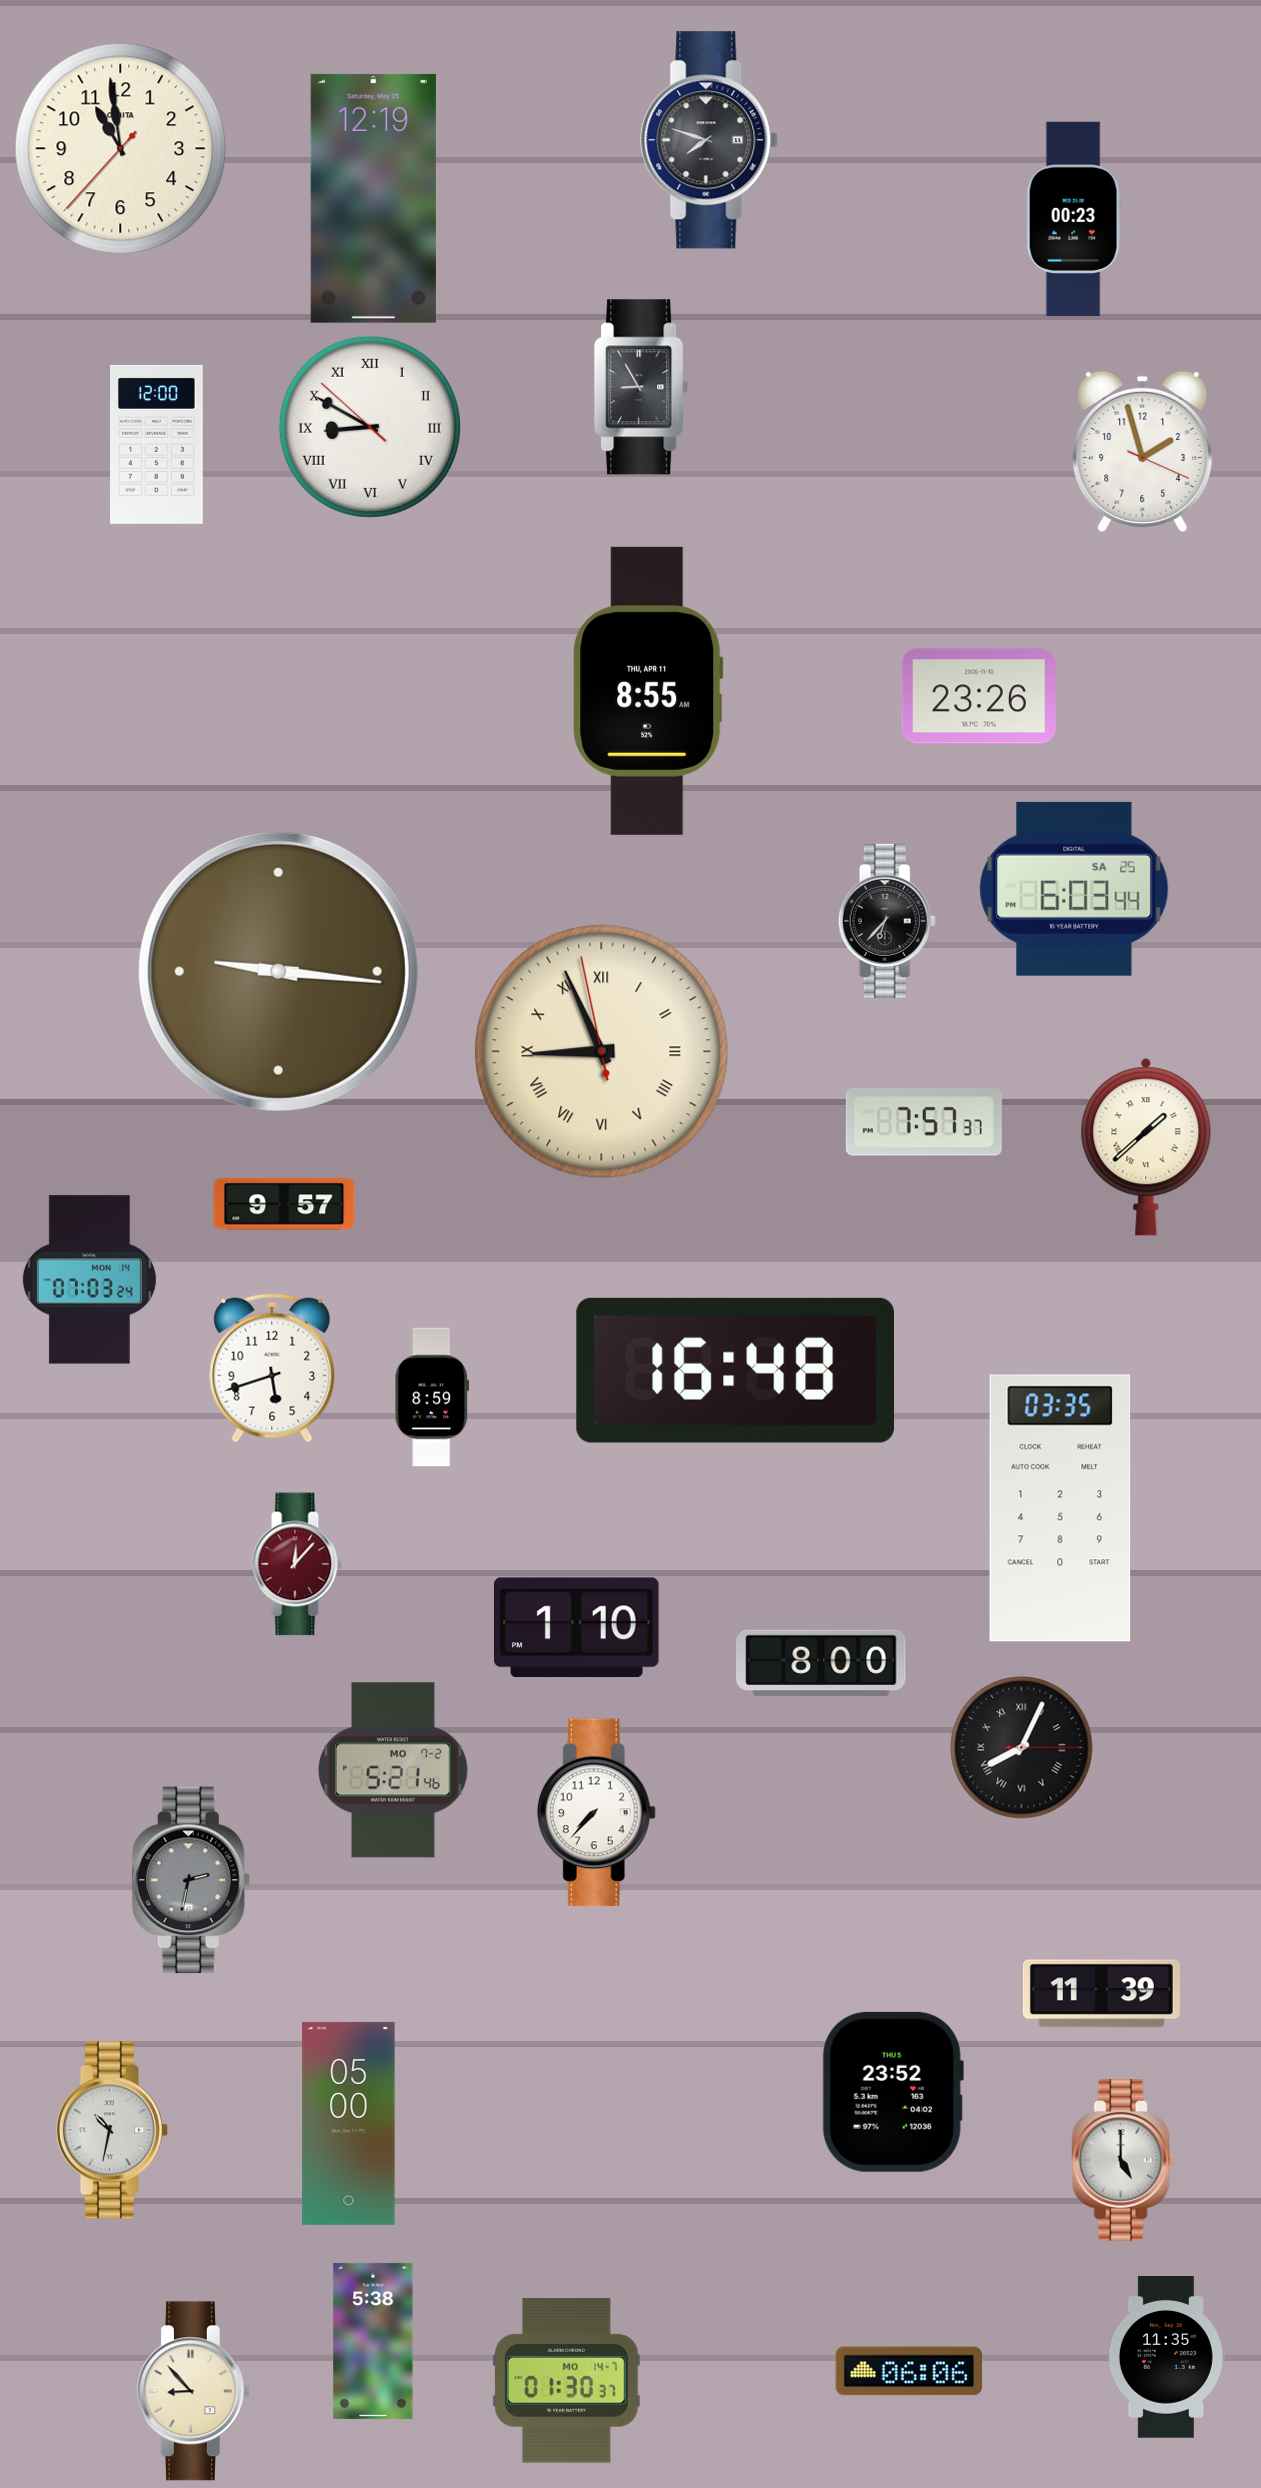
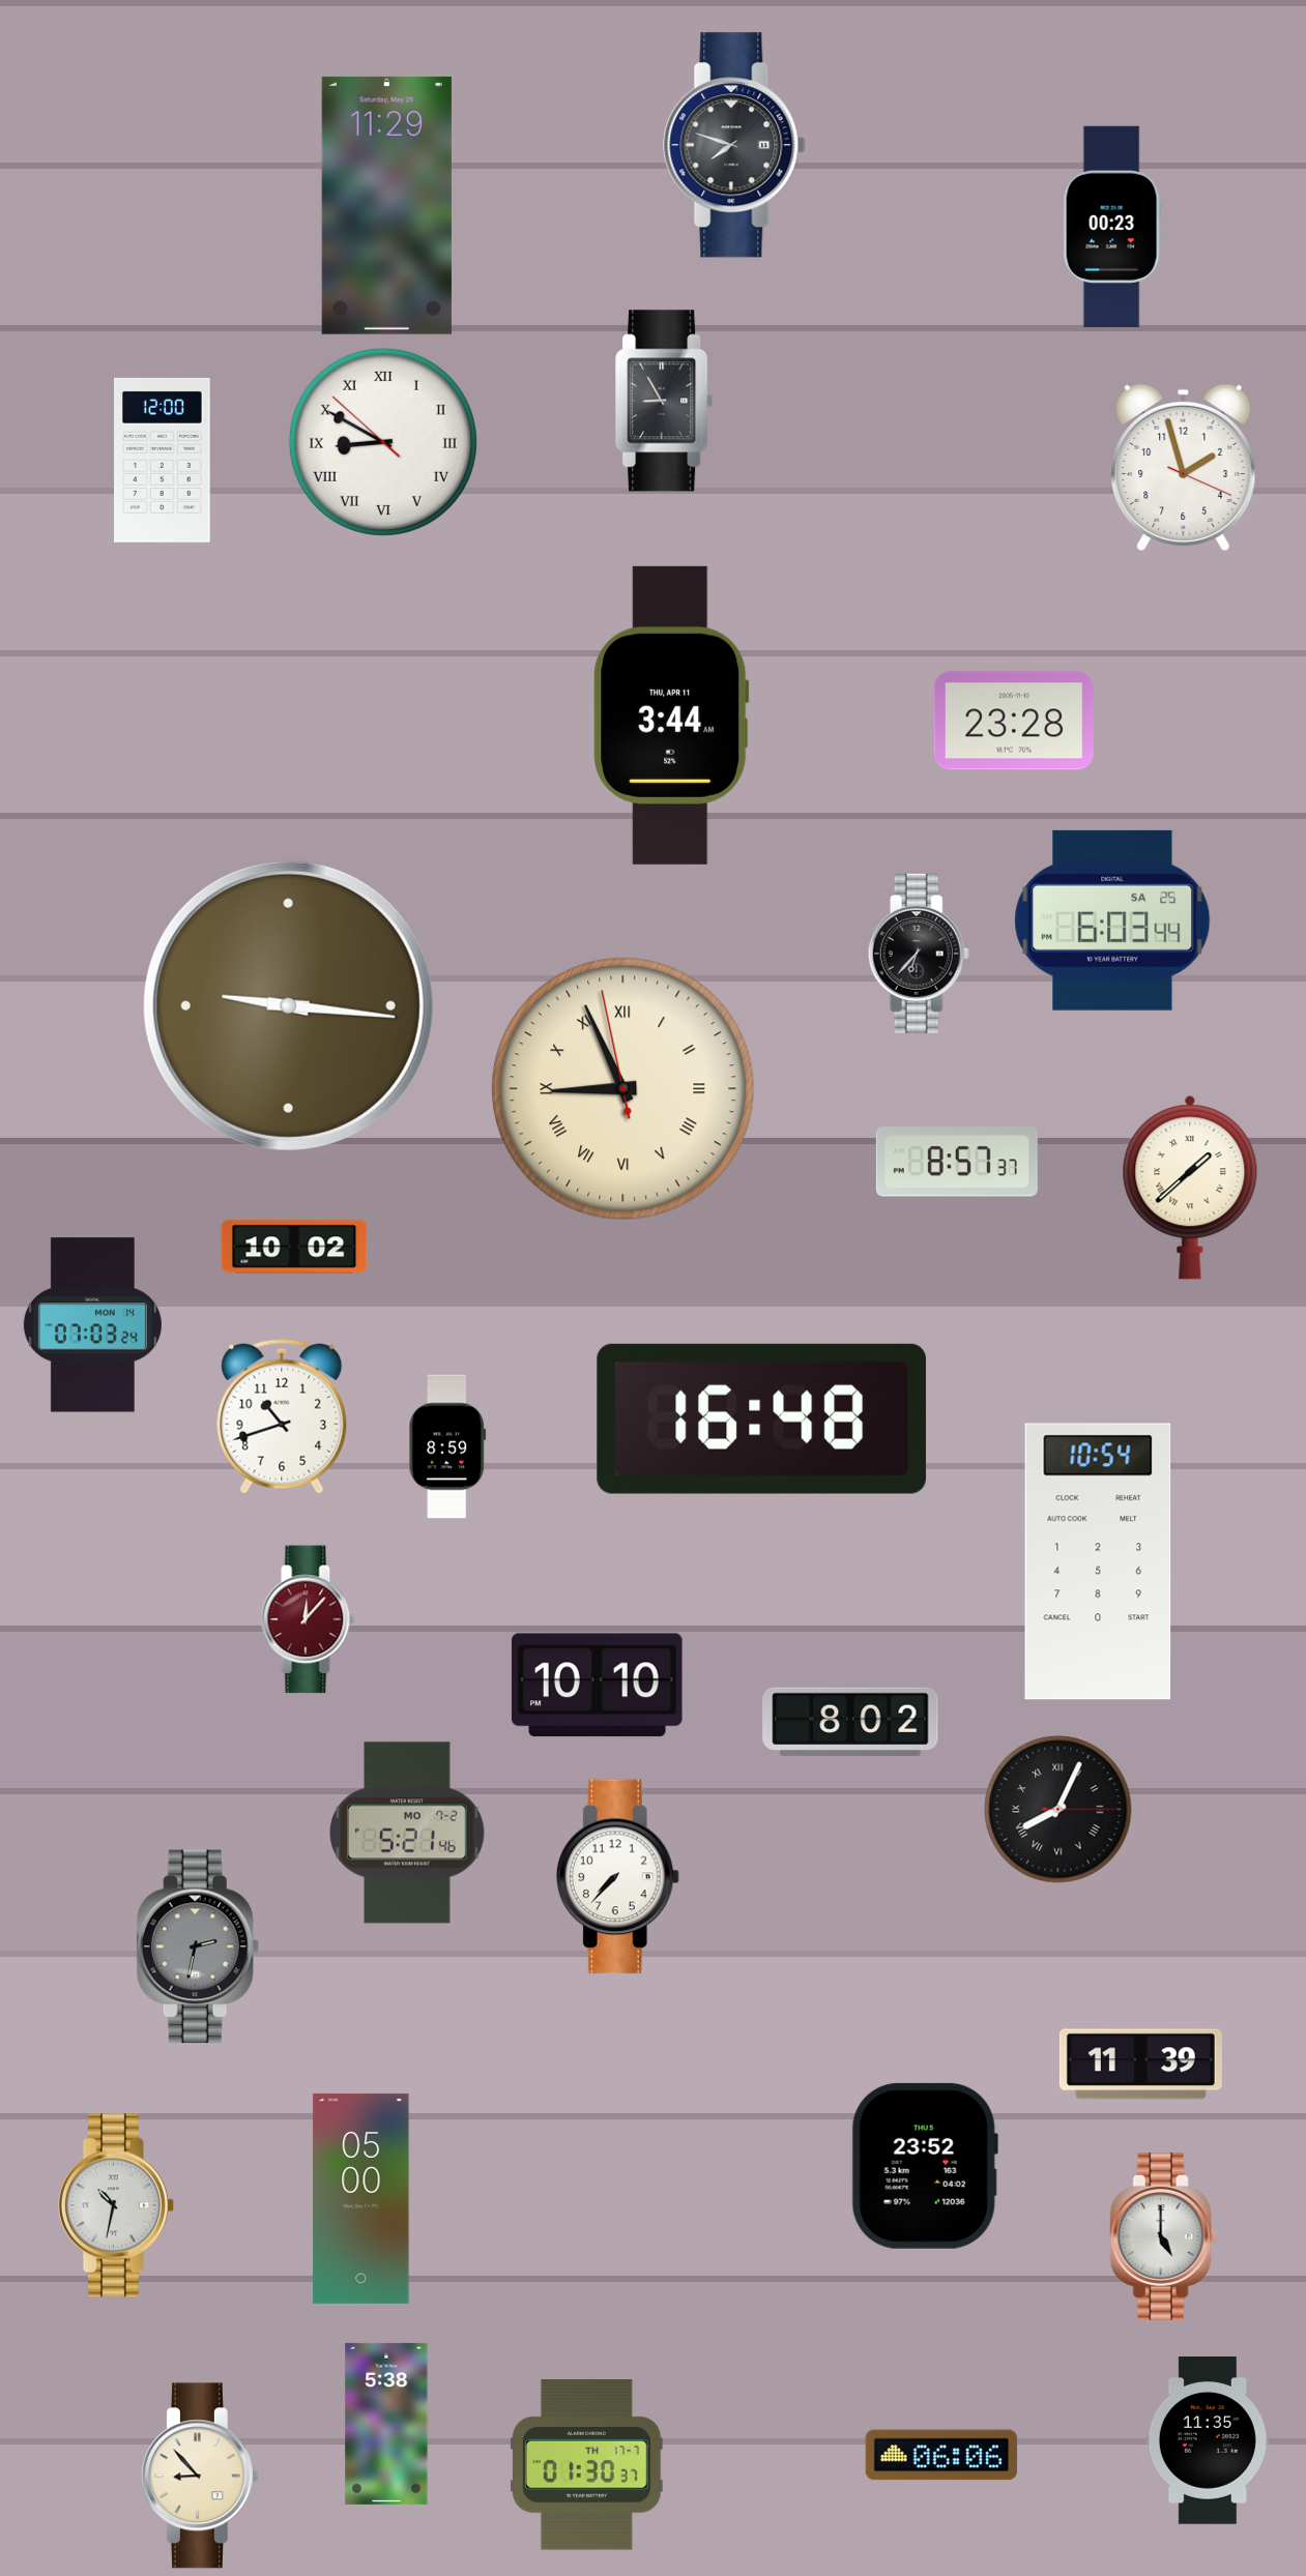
clock at (121, 149): 10:58 -> none
clock at (373, 198): 12:19 -> 11:29
clock at (648, 691): 8:55 -> 3:44
clock at (979, 696): 23:26 -> 23:28
clock at (924, 1122): 7:57 -> 8:57
clock at (1146, 1147) position: (1146, 1147) -> (1190, 1188)
clock at (284, 1204): 9:57 -> 10:02
clock at (272, 1368): 5:42 -> 10:42
clock at (1060, 1508): 03:35 -> 10:54
clock at (576, 1628): 1:10 -> 10:10
clock at (821, 1663): 8:00 -> 8:02
clock at (566, 2381) date: MO 14-7 -> TH 17-7
